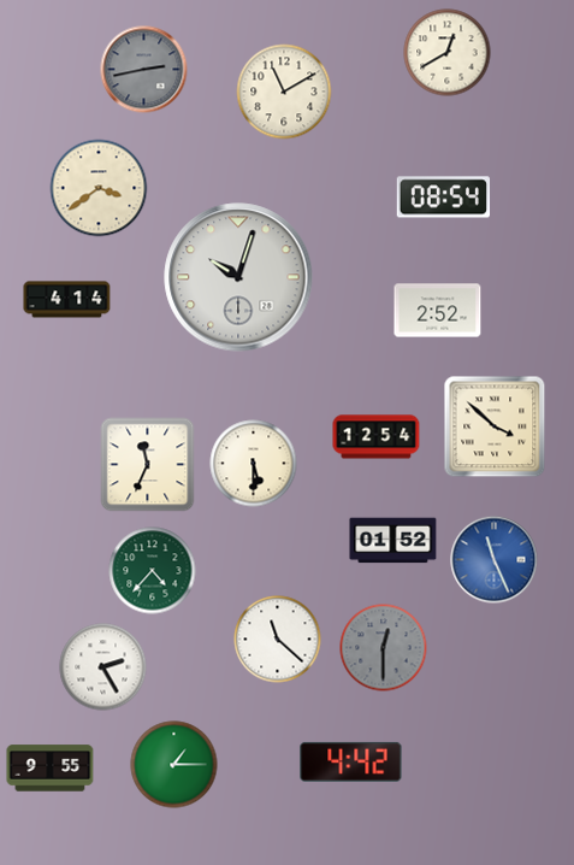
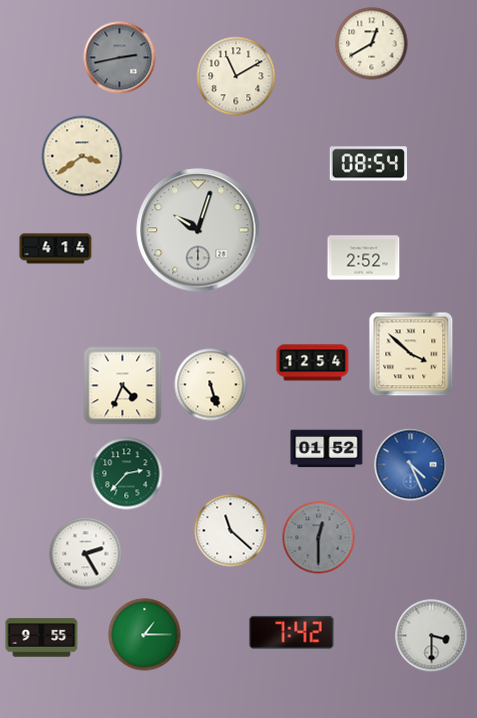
clock at (254, 464): 5:30 -> 5:27
clock at (148, 465): 11:34 -> 4:34
clock at (495, 560): 11:26 -> 4:26
clock at (153, 571): 4:37 -> 2:37
clock at (351, 761): 4:42 -> 7:42
clock at (432, 636): none -> 3:30
